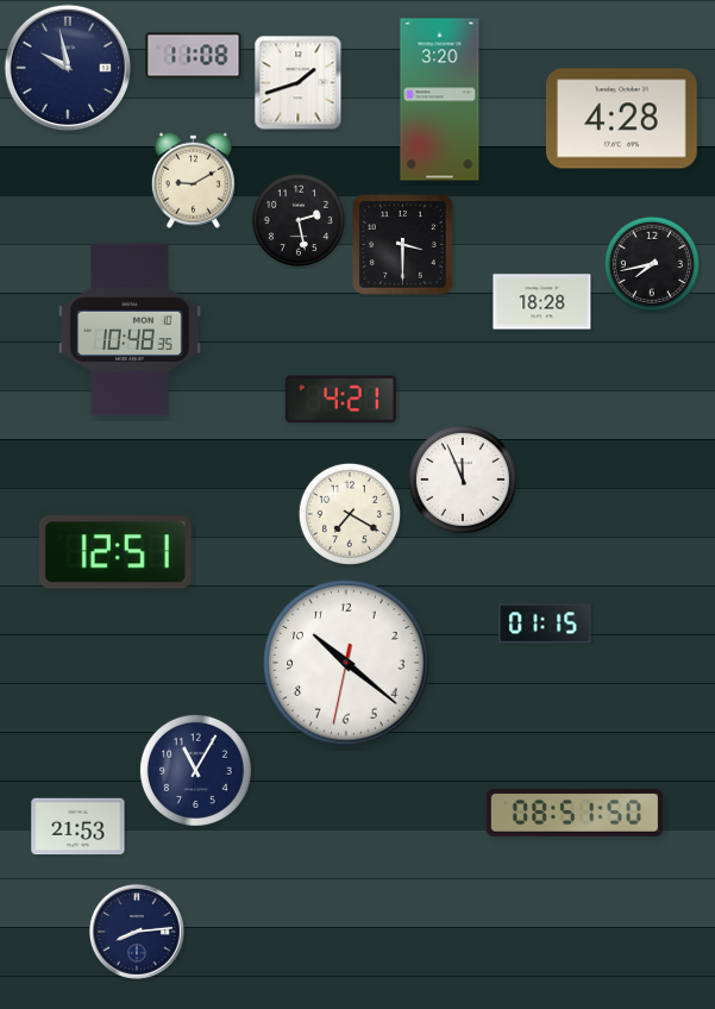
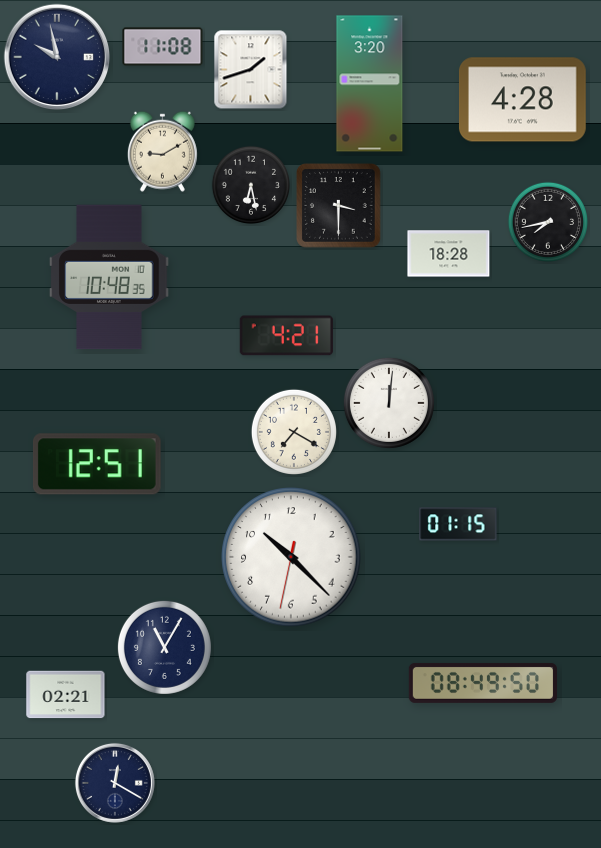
clock at (297, 219): 2:28 -> 6:28
clock at (542, 302) position: (542, 302) -> (449, 254)
clock at (463, 480): 11:56 -> 12:01
clock at (346, 663): 10:21 -> 10:22
clock at (573, 813): 08:51 -> 08:49
clock at (79, 827): 21:53 -> 02:21
clock at (137, 932): 8:14 -> 12:20
